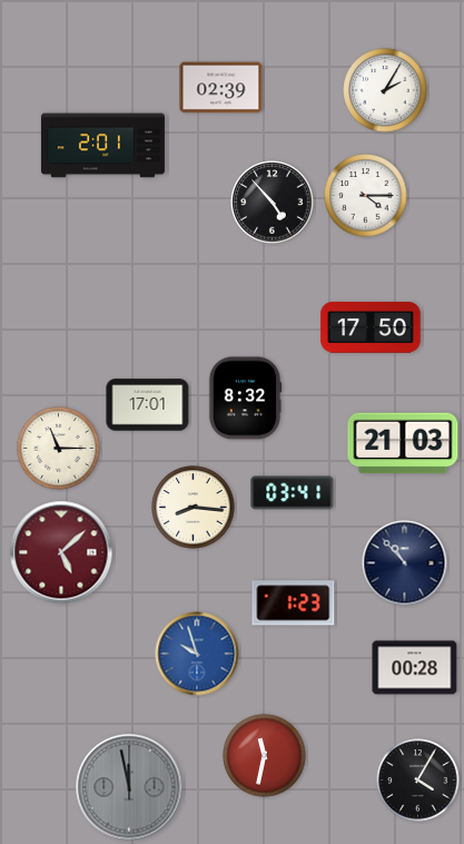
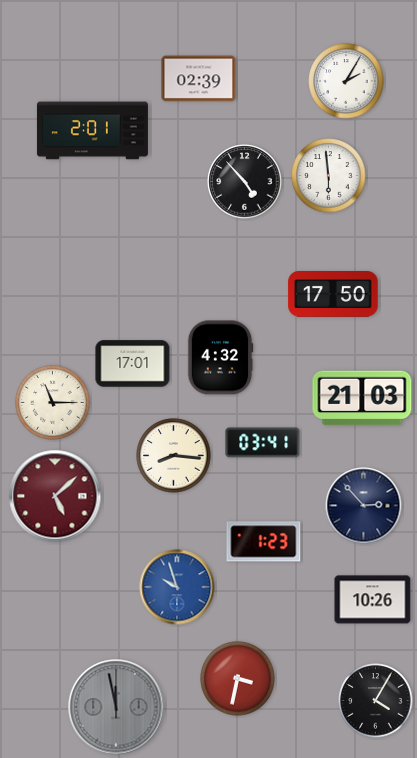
clock at (366, 196): 4:15 -> 5:59
clock at (245, 399): 8:32 -> 4:32
clock at (405, 563): 10:53 -> 2:53
clock at (415, 668): 00:28 -> 10:26
clock at (265, 756): 11:32 -> 3:32
